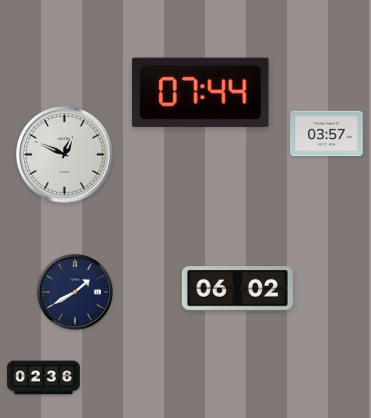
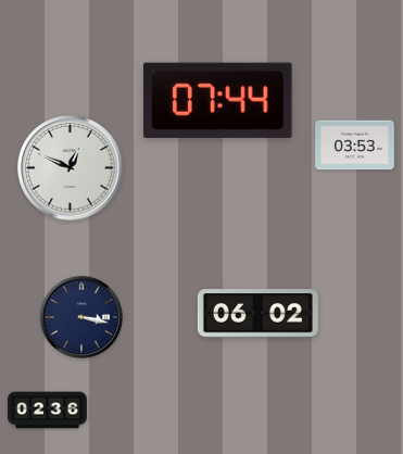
clock at (327, 134): 03:57 -> 03:53
clock at (75, 292): 1:40 -> 3:17
